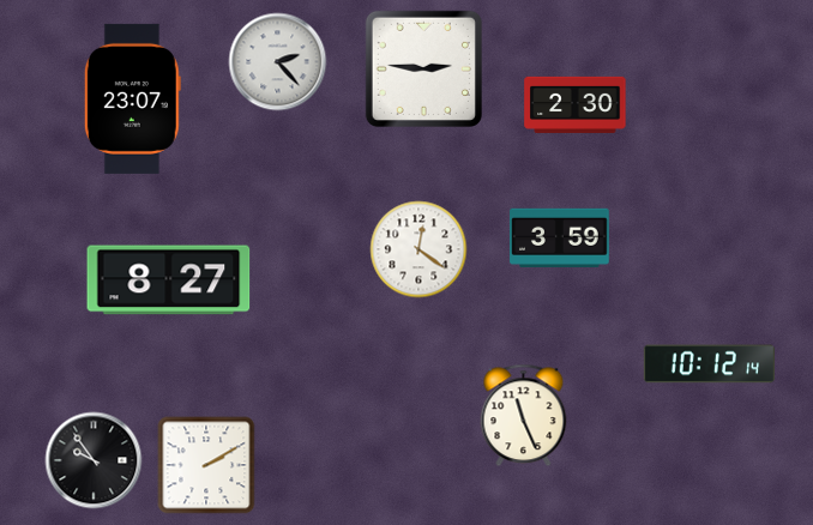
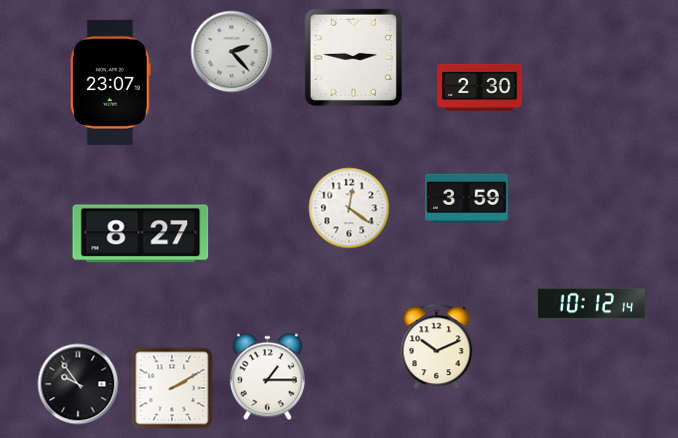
clock at (524, 416): 11:26 -> 10:11
clock at (267, 377): none -> 1:15
